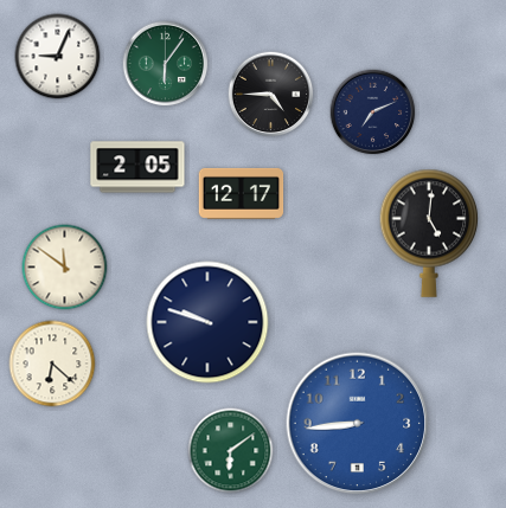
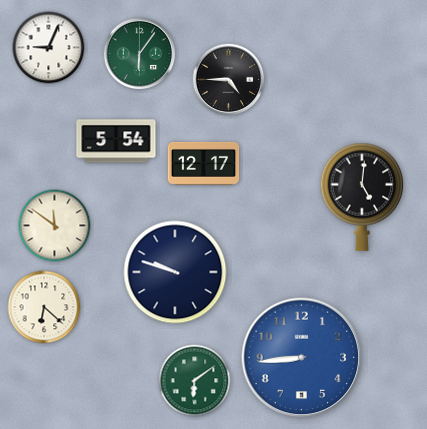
clock at (373, 112): 7:11 -> none
clock at (137, 167): 2:05 -> 5:54
